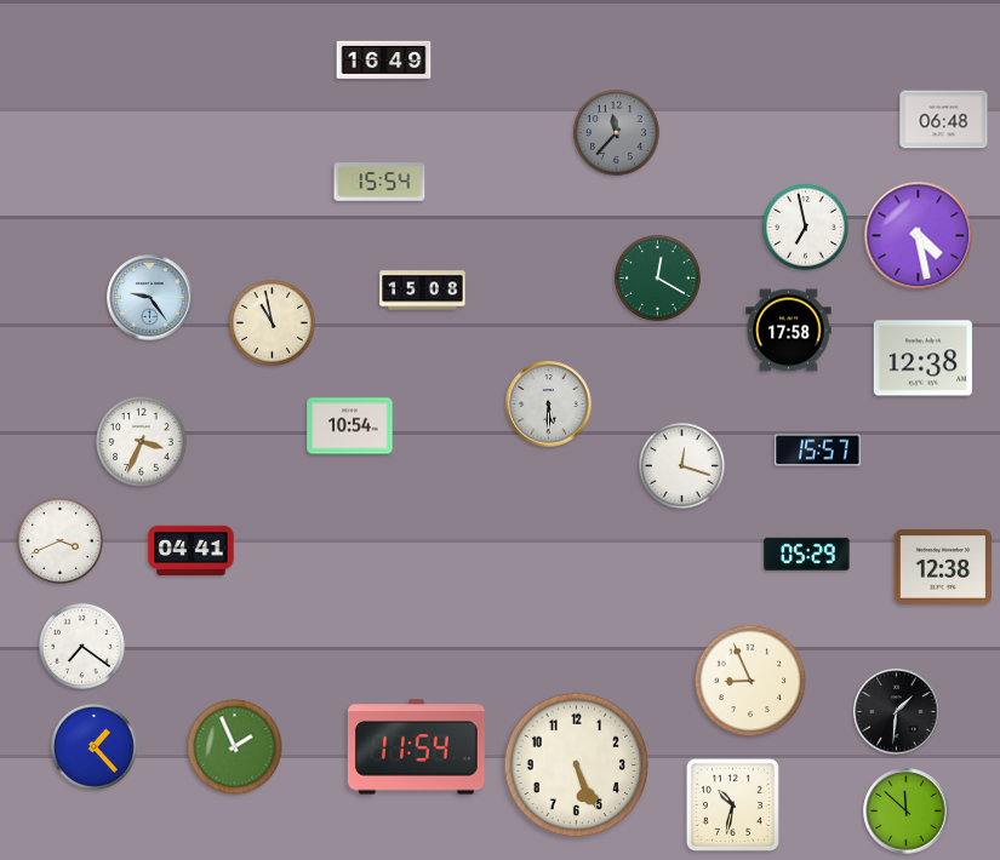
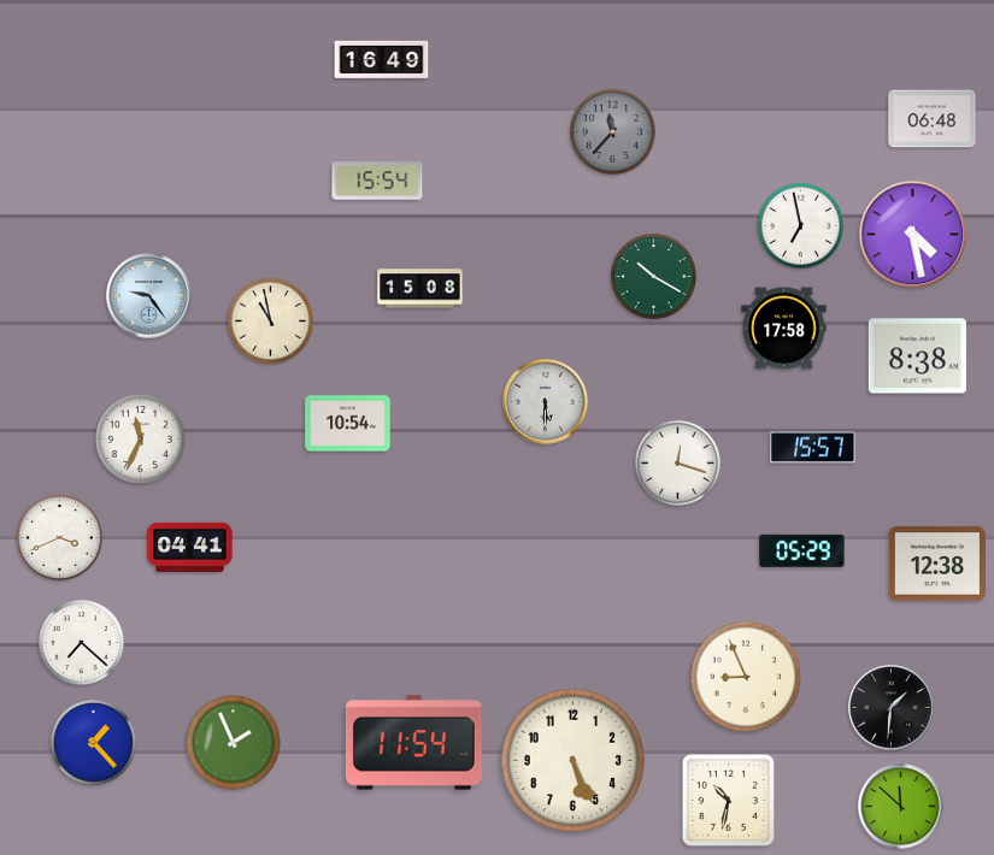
clock at (944, 120) position: (944, 120) -> (933, 119)
clock at (657, 277): 12:20 -> 10:20
clock at (922, 359): 12:38 -> 8:38
clock at (142, 442): 3:34 -> 11:34
clock at (81, 646): 7:21 -> 7:22
